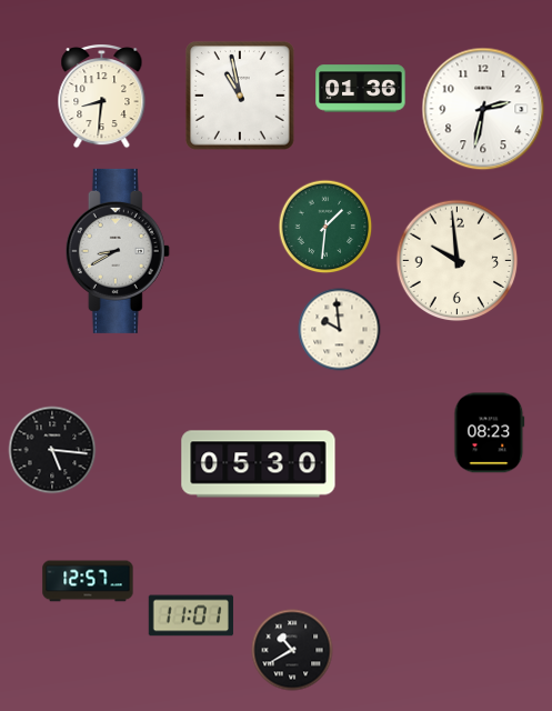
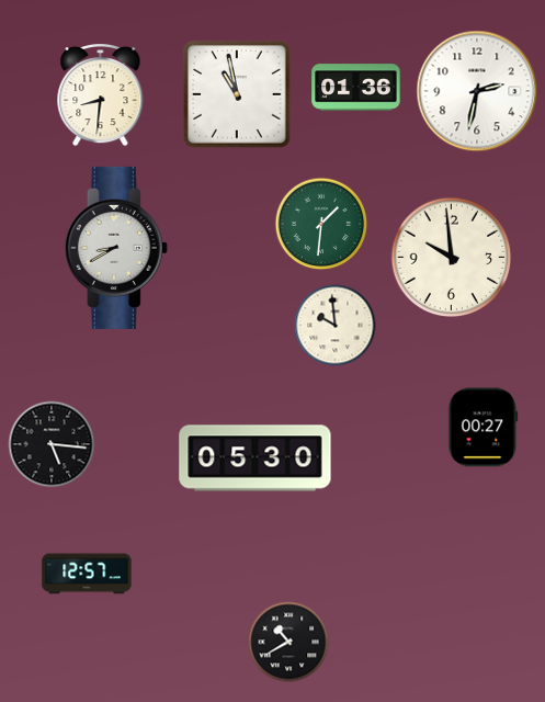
clock at (483, 109) position: (483, 109) -> (477, 91)
clock at (490, 433): 08:23 -> 00:27
clock at (191, 615): 11:01 -> none
